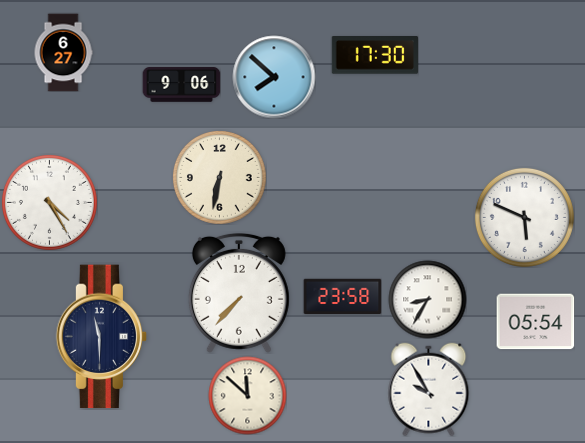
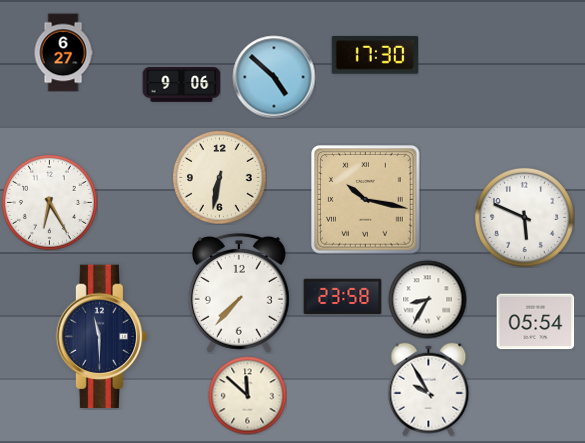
clock at (274, 77): 7:52 -> 4:52
clock at (366, 200): none -> 10:17
clock at (49, 202): 4:25 -> 6:25
